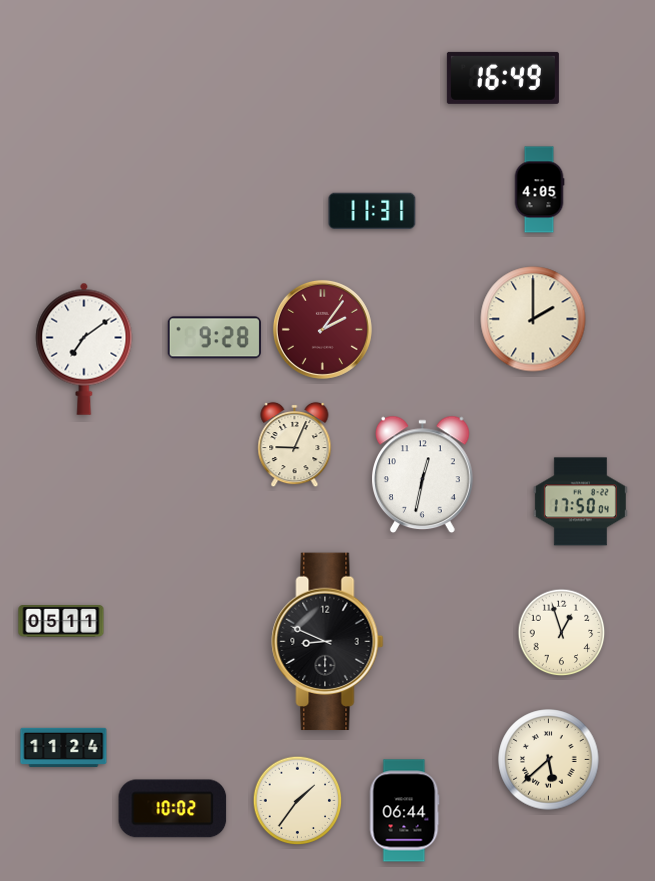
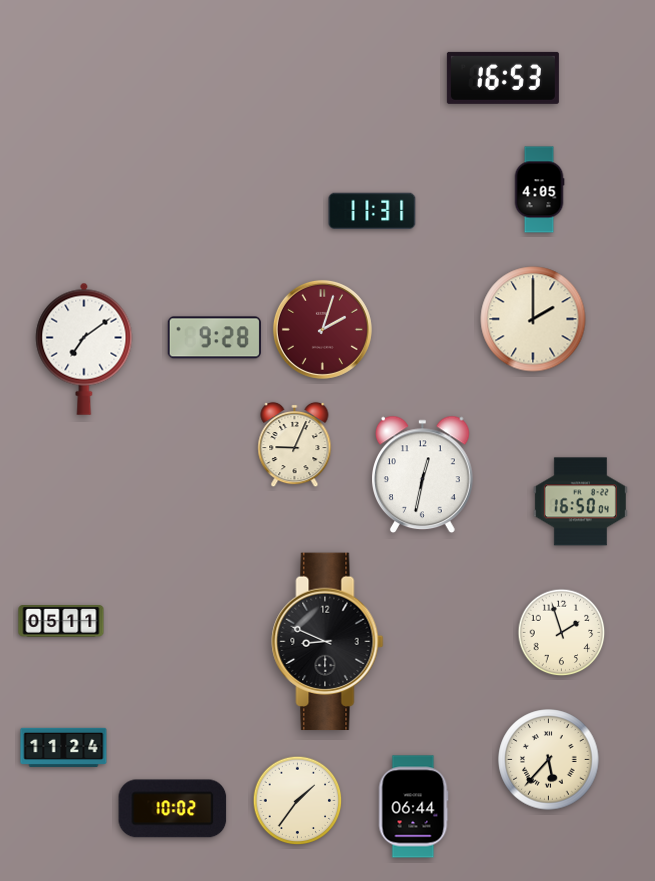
clock at (503, 78): 16:49 -> 16:53
clock at (322, 329): 2:06 -> 2:03
clock at (580, 502): 17:50 -> 16:50
clock at (562, 633): 12:57 -> 1:57
clock at (549, 760): 5:38 -> 5:37
clock at (404, 811) position: (404, 811) -> (413, 807)
